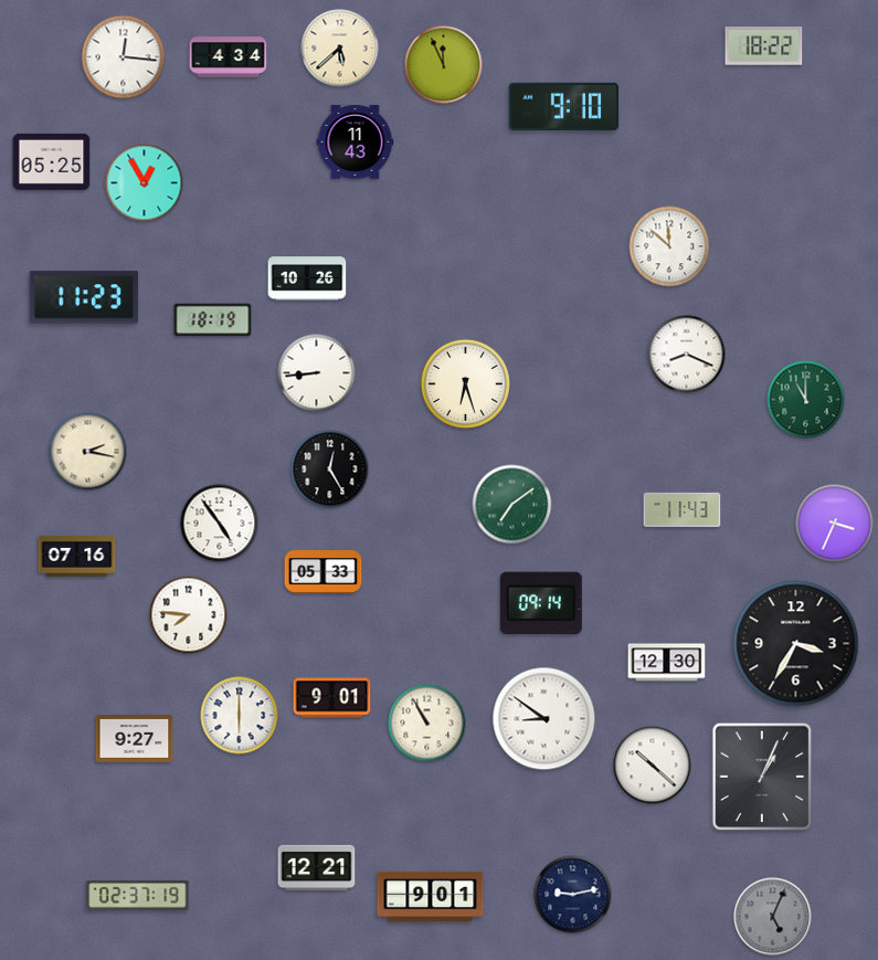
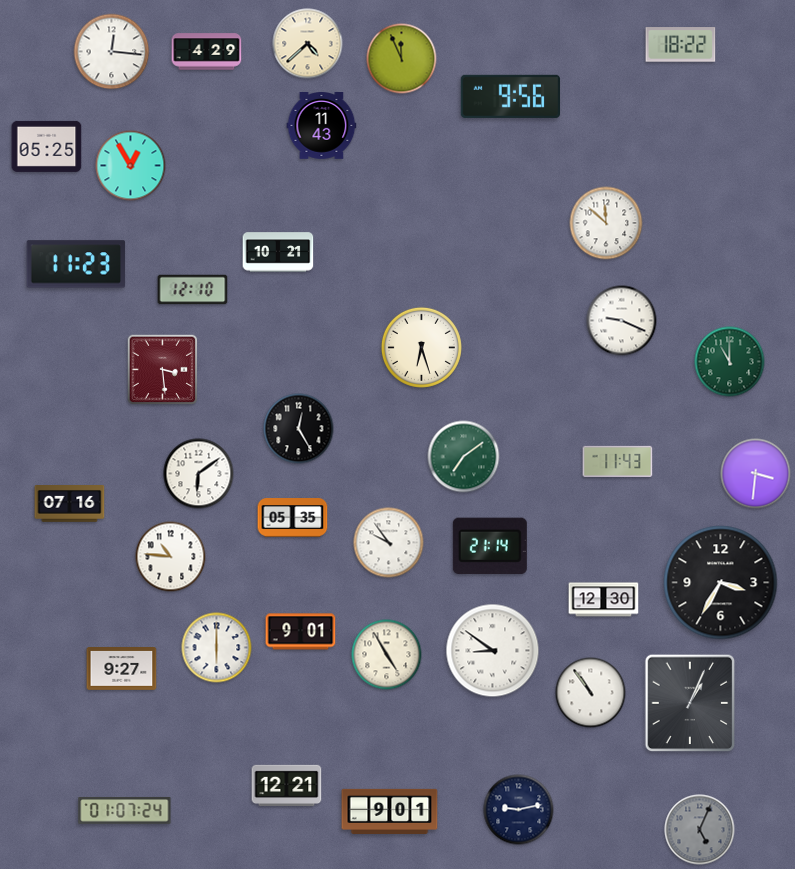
clock at (764, 46) position: (764, 46) -> (681, 45)
clock at (340, 49): 5:38 -> 4:38
clock at (229, 57): 4:34 -> 4:29
clock at (563, 106): 9:10 -> 9:56
clock at (356, 143) position: (356, 143) -> (322, 126)
clock at (307, 278): 10:26 -> 10:21
clock at (84, 297) position: (84, 297) -> (76, 264)
clock at (213, 320): 18:19 -> 12:10
clock at (687, 355): 8:19 -> 9:19
clock at (317, 373): 8:44 -> none
clock at (163, 370): none -> 3:29
clock at (88, 452): 2:17 -> none
clock at (330, 470) position: (330, 470) -> (299, 429)
clock at (220, 524): 4:54 -> 6:09
clock at (835, 524): 3:34 -> 3:31
clock at (324, 572): 05:33 -> 05:35
clock at (389, 543): none -> 9:54
clock at (541, 603): 09:14 -> 21:14
clock at (189, 615): 7:46 -> 10:46
clock at (427, 724): 10:55 -> 4:55
clock at (653, 766): 10:22 -> 10:54
clock at (138, 896): 02:37 -> 01:07
